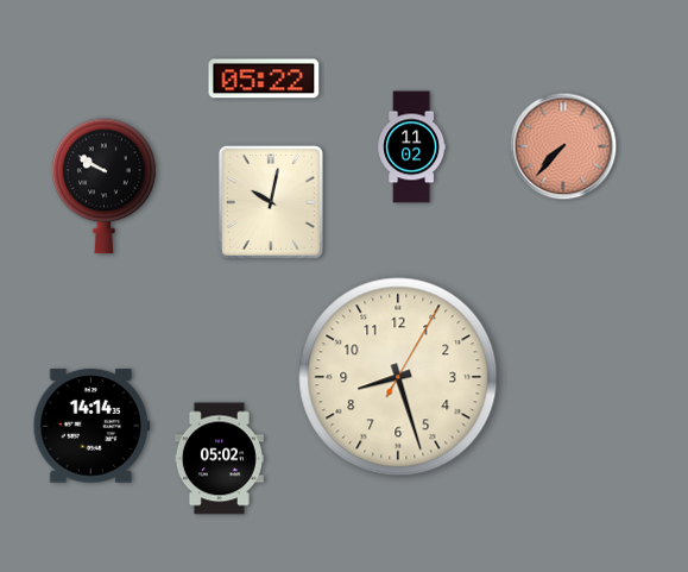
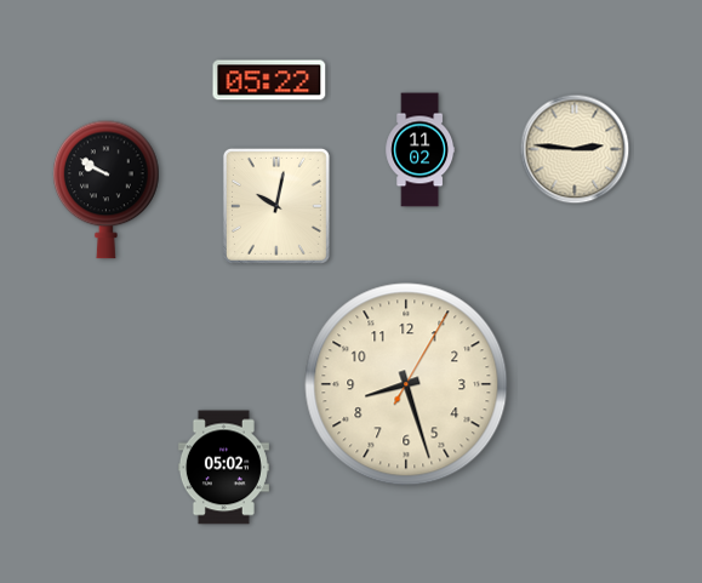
clock at (563, 146): 7:37 -> 2:46
clock at (563, 146) dial: salmon -> cream
clock at (91, 426): 14:14 -> none
